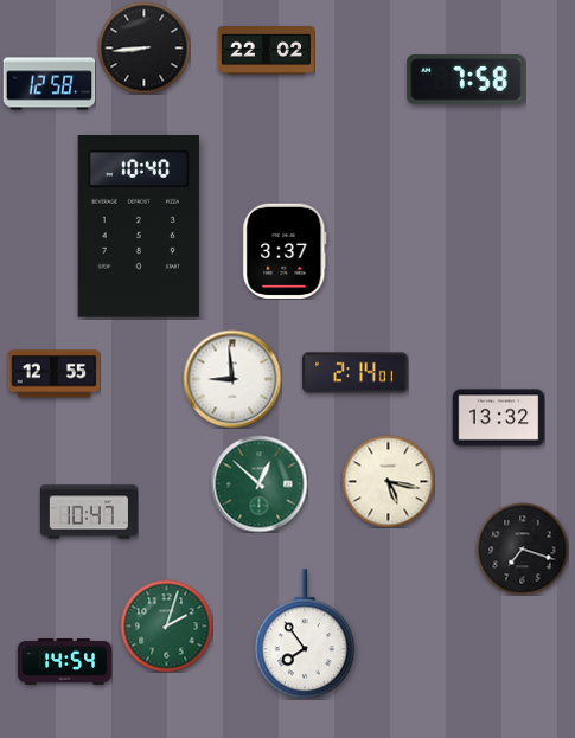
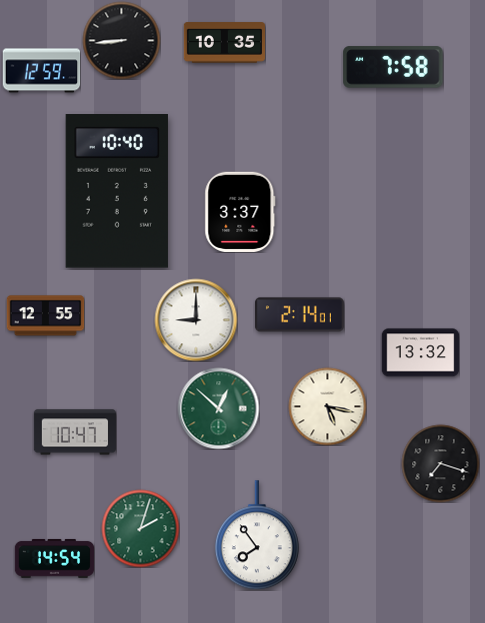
clock at (266, 51): 22:02 -> 10:35
clock at (49, 84): 12:58 -> 12:59
clock at (232, 379): 8:59 -> 9:00
